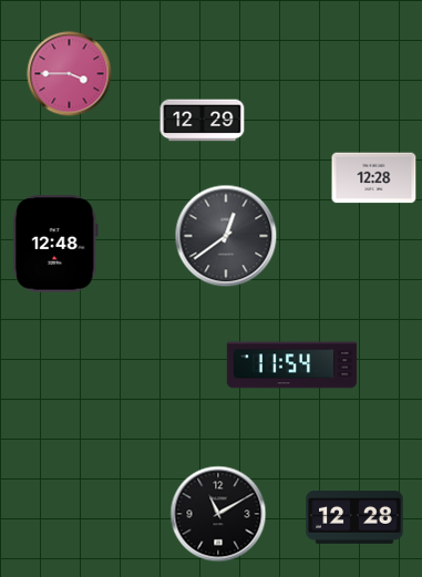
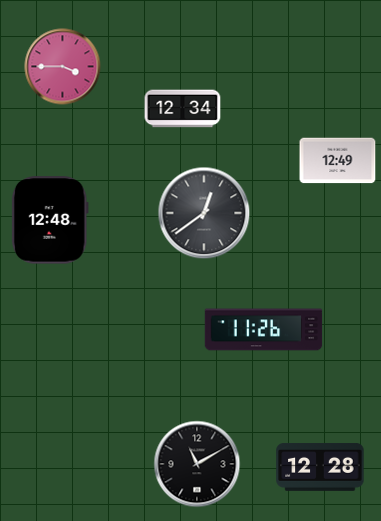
clock at (203, 121): 12:29 -> 12:34
clock at (374, 178): 12:28 -> 12:49
clock at (292, 365): 11:54 -> 11:26
